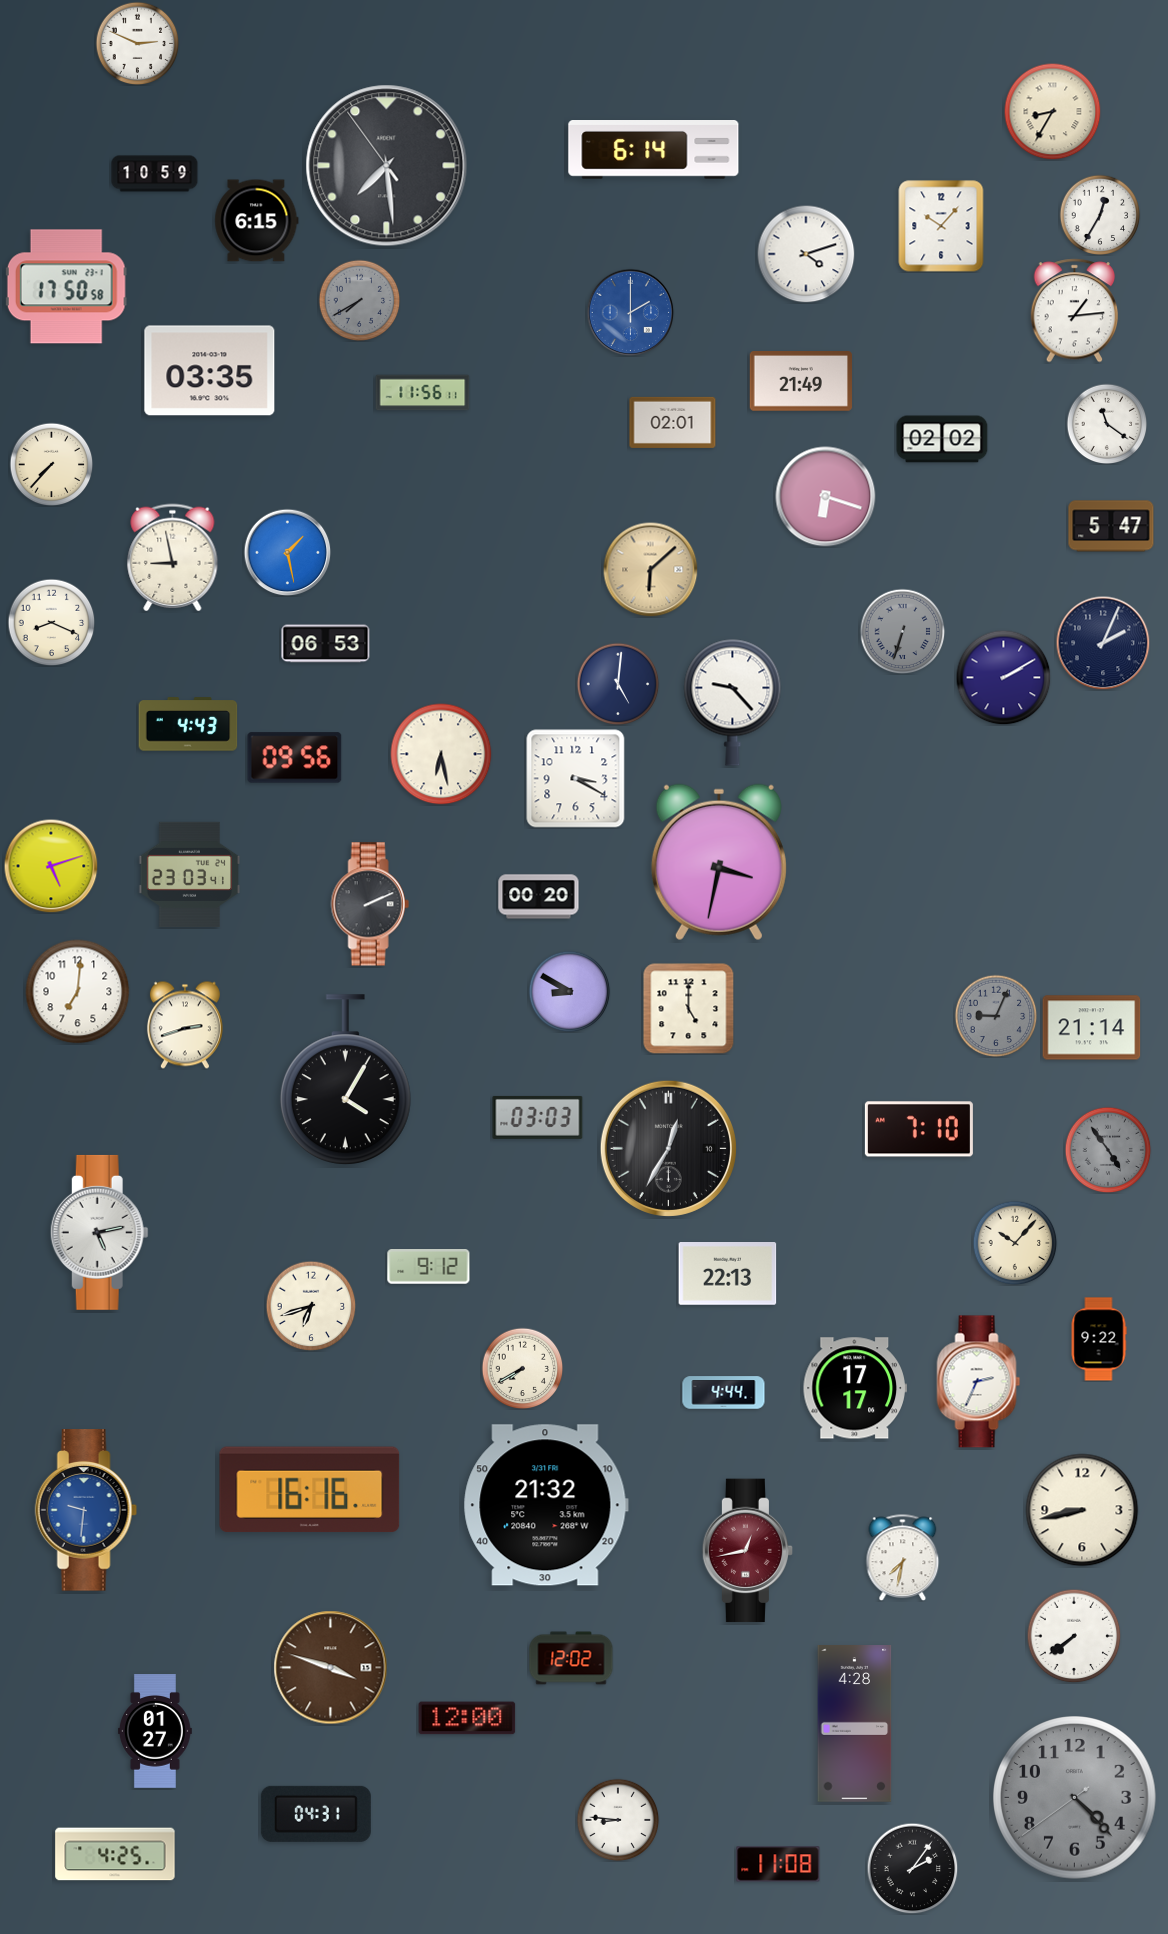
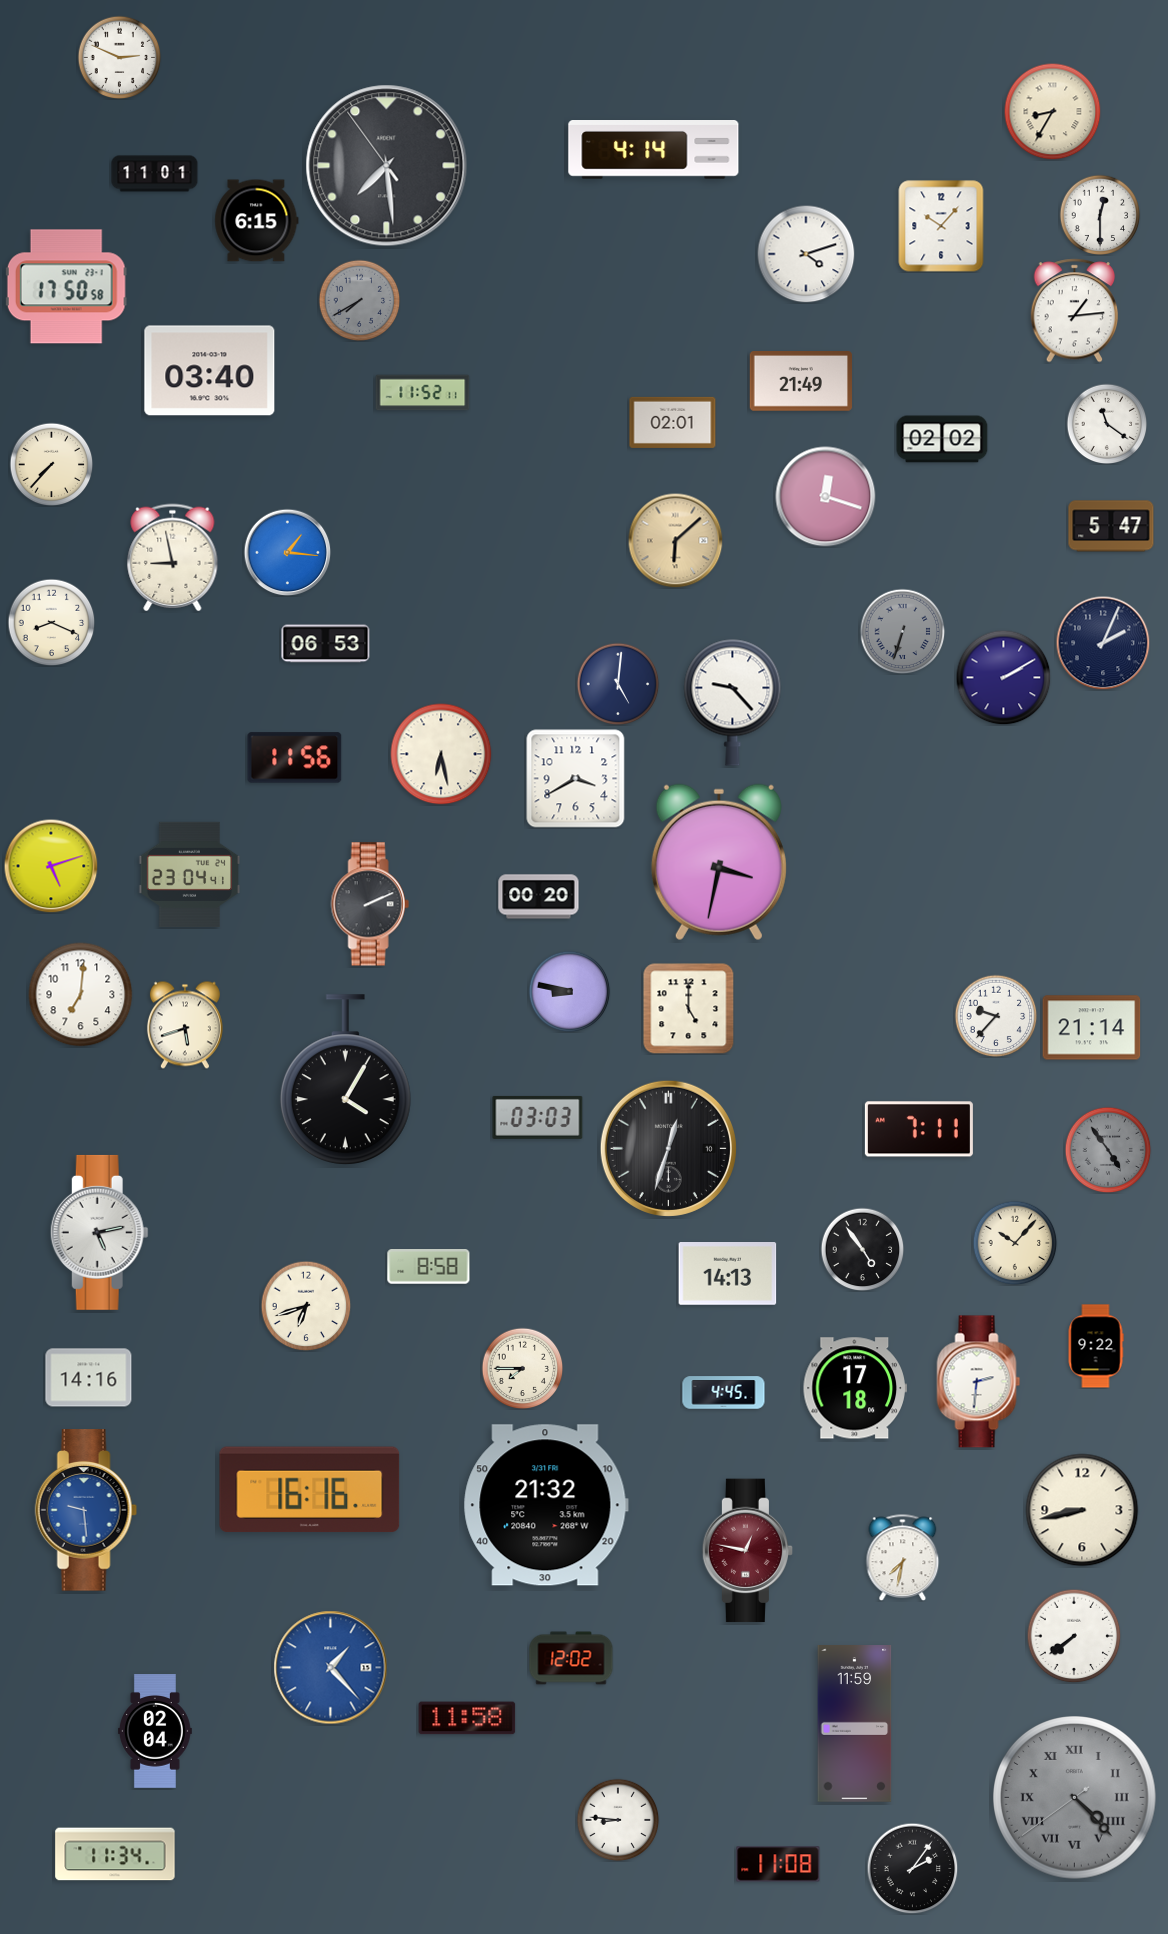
clock at (137, 43) position: (137, 43) -> (119, 57)
clock at (654, 150): 6:14 -> 4:14
clock at (155, 174): 10:59 -> 11:01
clock at (1100, 215): 12:35 -> 12:30
clock at (630, 312): 2:00 -> none
clock at (210, 371): 03:35 -> 03:40
clock at (423, 393): 11:56 -> 11:52
clock at (826, 497): 6:18 -> 12:18
clock at (287, 552): 1:28 -> 1:16
clock at (650, 569) position: (650, 569) -> (675, 540)
clock at (188, 724): 4:43 -> none
clock at (295, 758): 09:56 -> 11:56
clock at (576, 779): 3:20 -> 3:40
clock at (189, 874): 23:03 -> 23:04
clock at (569, 991): 8:50 -> 8:47
clock at (78, 992) position: (78, 992) -> (81, 995)
clock at (996, 1016): 9:04 -> 9:37
clock at (996, 1016) dial: grey -> white
clock at (185, 1025): 2:42 -> 5:42
clock at (919, 1129): 7:10 -> 7:11
clock at (668, 1148): 12:35 -> 12:33
clock at (862, 1249): none -> 4:54
clock at (429, 1267): 9:12 -> 8:58
clock at (728, 1274): 22:13 -> 14:13
clock at (311, 1306) position: (311, 1306) -> (306, 1306)
clock at (1099, 1339) position: (1099, 1339) -> (1096, 1346)
clock at (522, 1368): 7:40 -> 7:45
clock at (89, 1378): none -> 14:16
clock at (979, 1382): 2:34 -> 2:31
clock at (855, 1388): 17:17 -> 17:18
clock at (724, 1393): 4:44 -> 4:45
clock at (86, 1510): 9:31 -> 9:29
clock at (748, 1551): 12:43 -> 12:47
clock at (331, 1668): 3:48 -> 1:23
clock at (331, 1668) dial: brown -> blue
clock at (467, 1718): 12:00 -> 11:58
clock at (855, 1724): 4:28 -> 11:59
clock at (155, 1731): 01:27 -> 02:04
clock at (1075, 1798) numerals: Arabic -> Roman
clock at (316, 1814): 04:31 -> none
clock at (115, 1854): 4:25 -> 11:34
